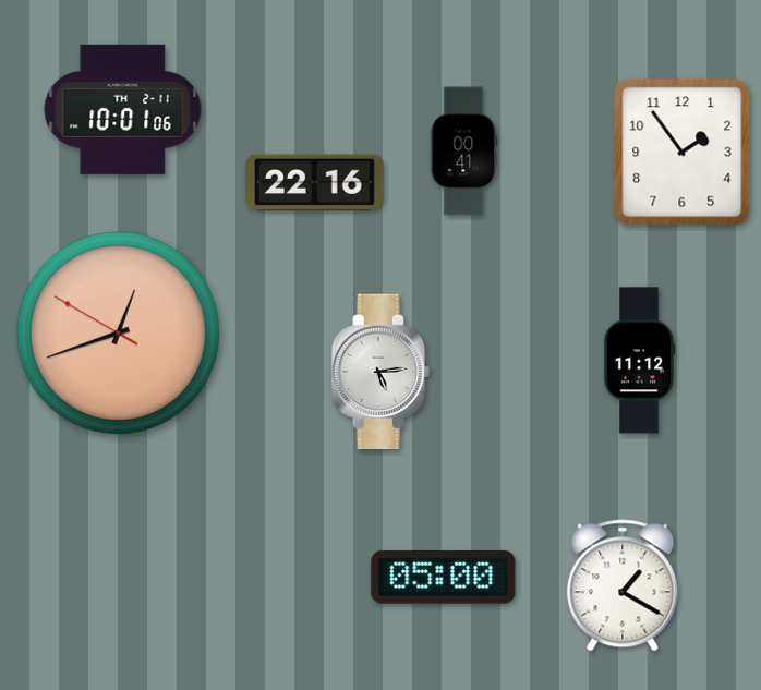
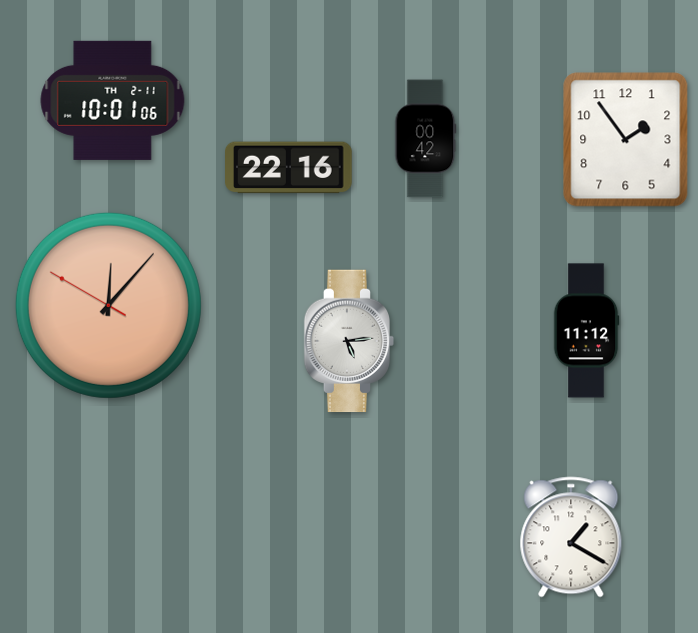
clock at (464, 152): 00:41 -> 00:42
clock at (118, 332): 12:41 -> 12:06
clock at (444, 577): 05:00 -> none
